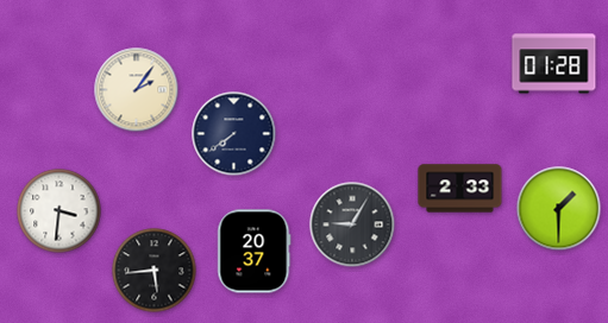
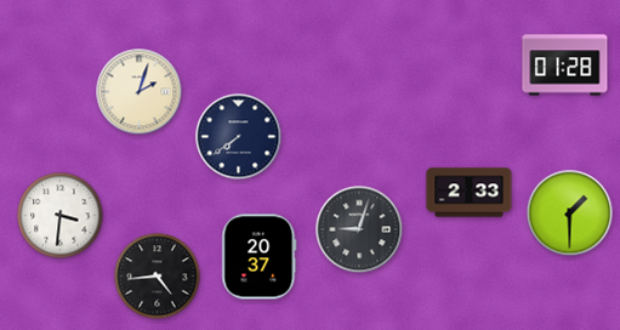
clock at (137, 90): 2:06 -> 2:03
clock at (352, 224): 9:05 -> 9:03
clock at (155, 271): 5:44 -> 4:44
